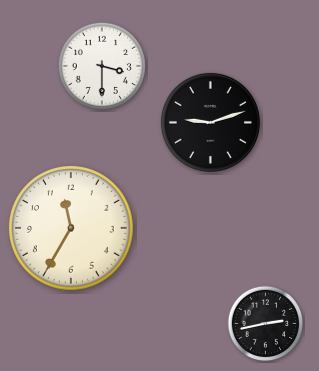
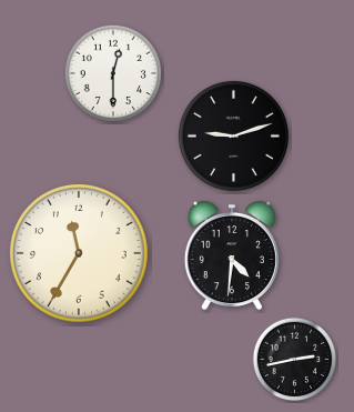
clock at (102, 66): 3:30 -> 12:30
clock at (232, 255): none -> 4:31
